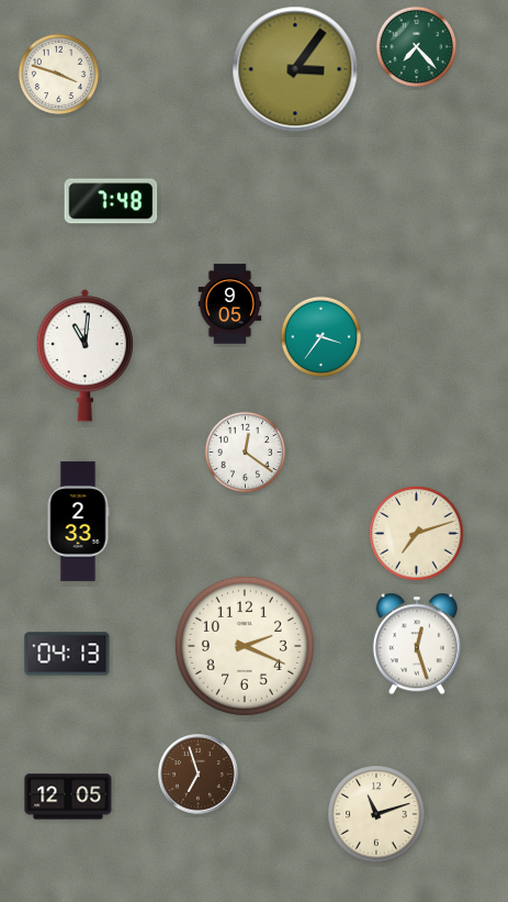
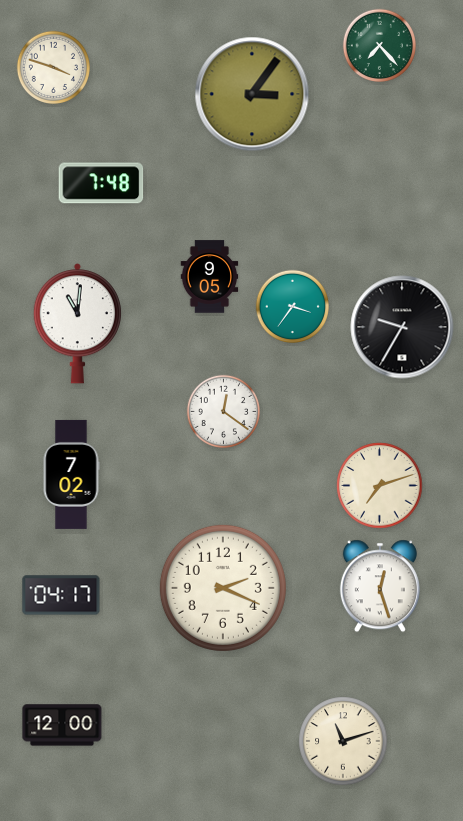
clock at (416, 46) position: (416, 46) -> (379, 45)
clock at (295, 69) position: (295, 69) -> (252, 94)
clock at (402, 327): none -> 9:35
clock at (78, 521): 2:33 -> 7:02
clock at (67, 654): 04:13 -> 04:17
clock at (199, 775): 6:57 -> none
clock at (68, 797): 12:05 -> 12:00
